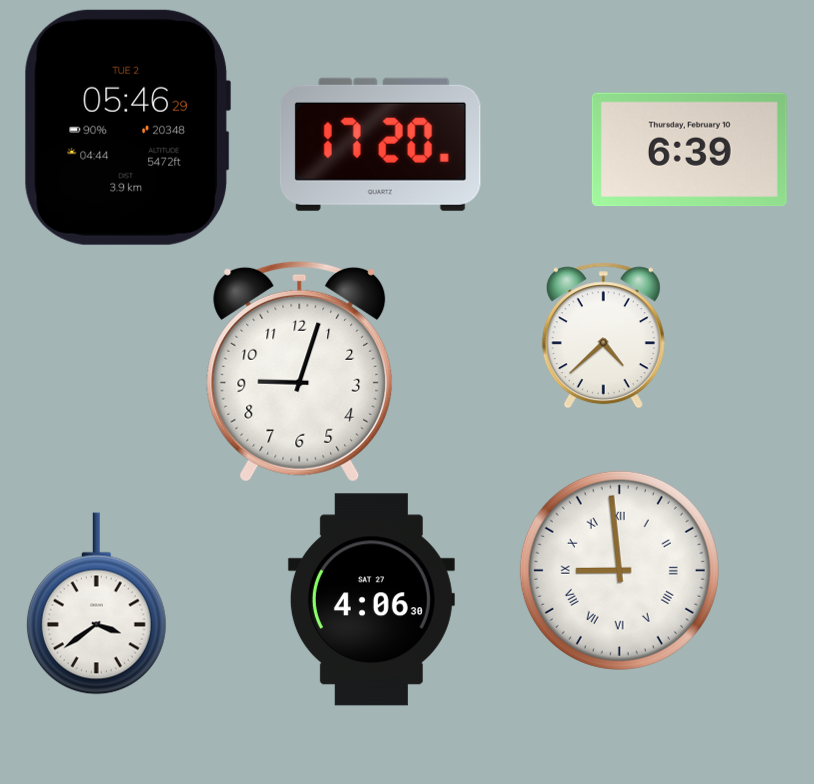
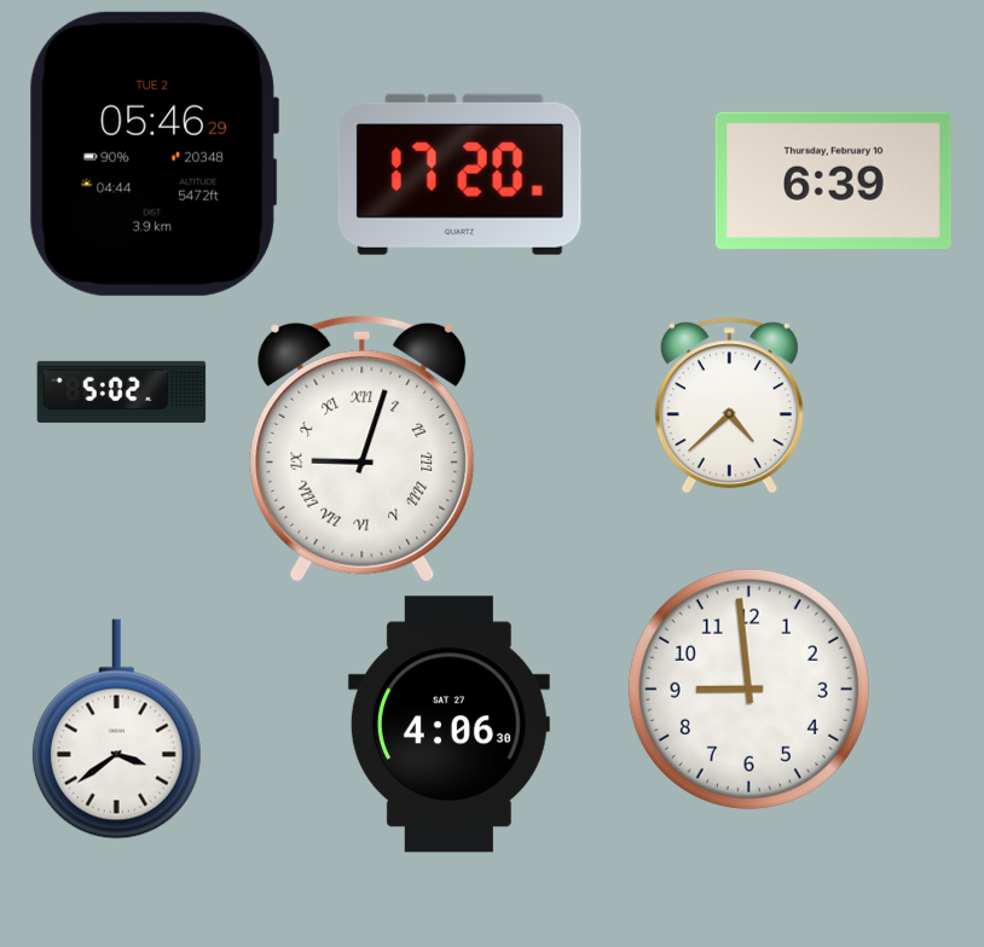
clock at (122, 391): none -> 5:02
clock at (300, 371) numerals: Arabic -> Roman
clock at (619, 570) numerals: Roman -> Arabic
